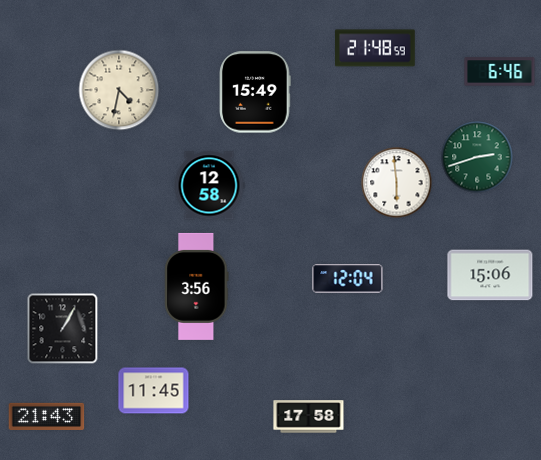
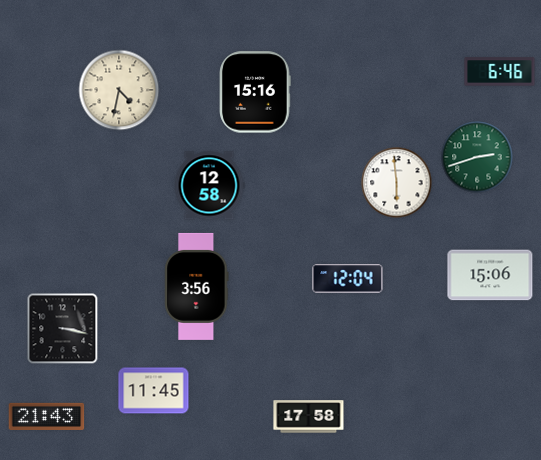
clock at (376, 48): 21:48 -> none
clock at (255, 92): 15:49 -> 15:16
clock at (63, 329): 1:05 -> 3:17
